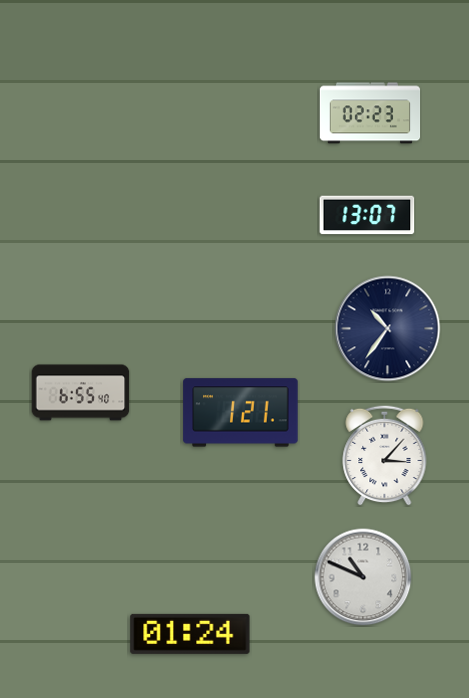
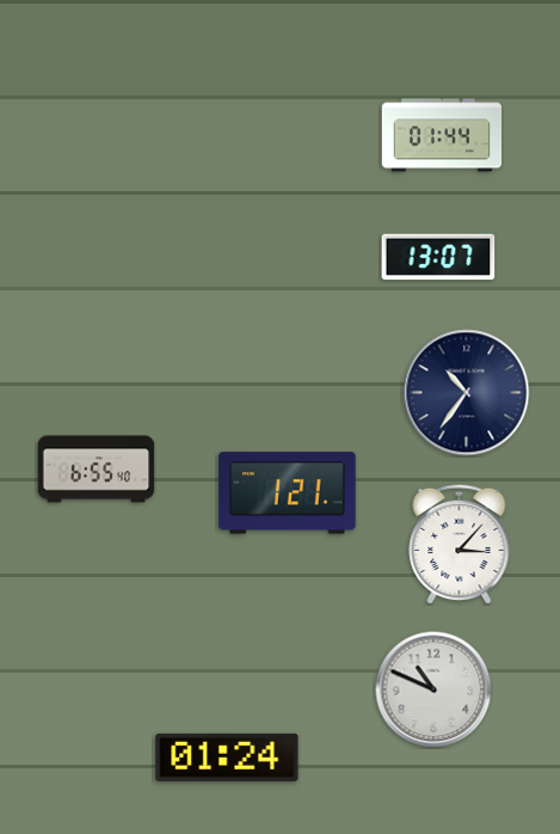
clock at (370, 113): 02:23 -> 01:44
clock at (388, 329) position: (388, 329) -> (467, 393)
